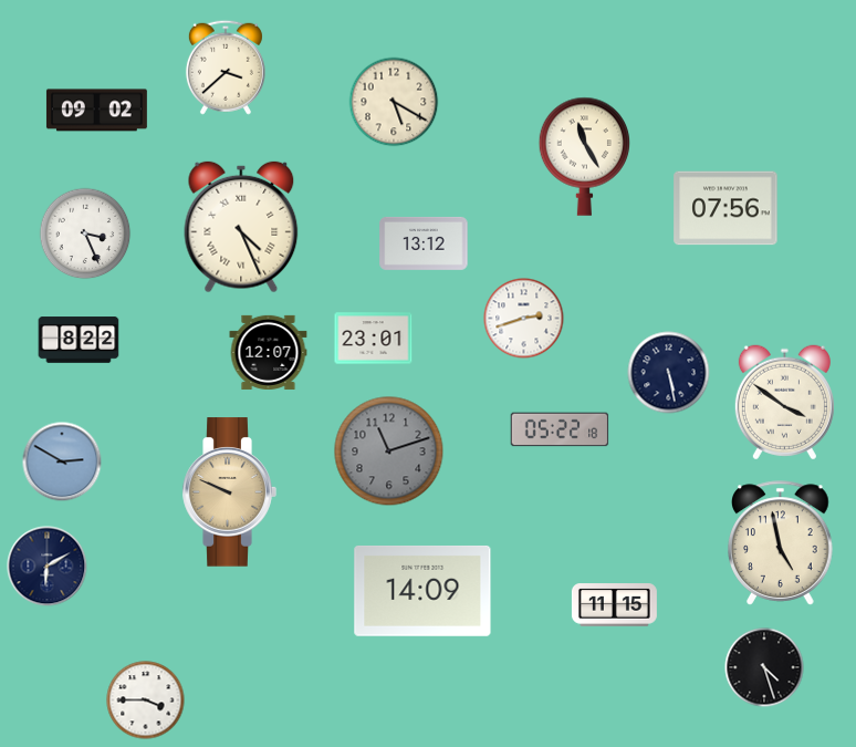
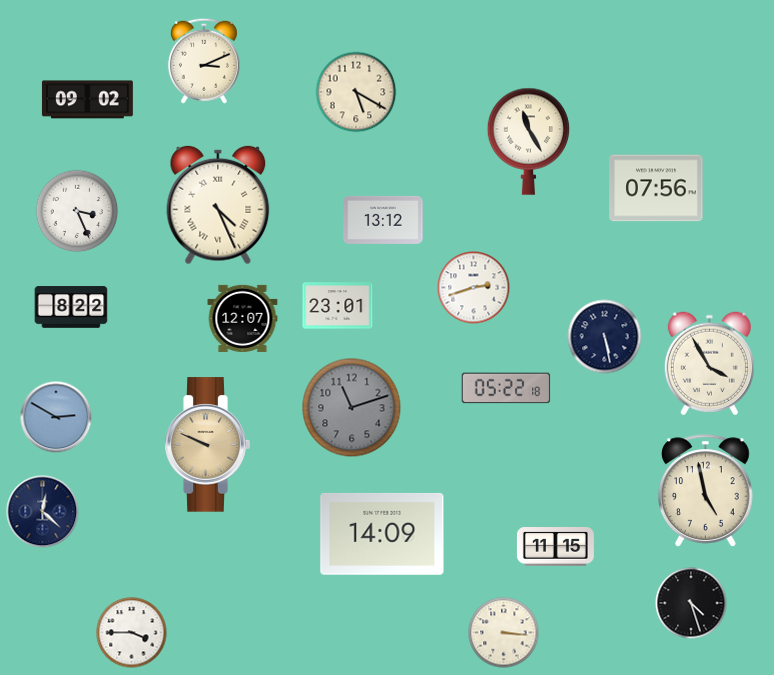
clock at (226, 68): 3:38 -> 3:11
clock at (784, 403): 3:51 -> 3:55
clock at (48, 567): 6:10 -> 12:22
clock at (504, 633): none -> 3:16
